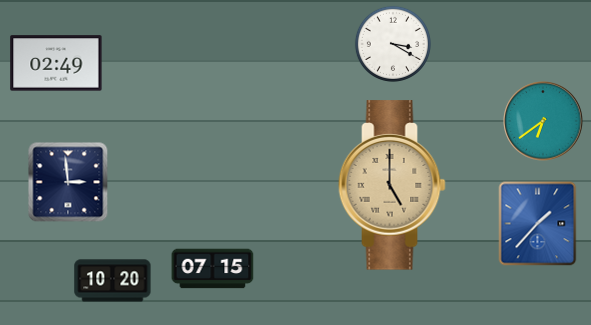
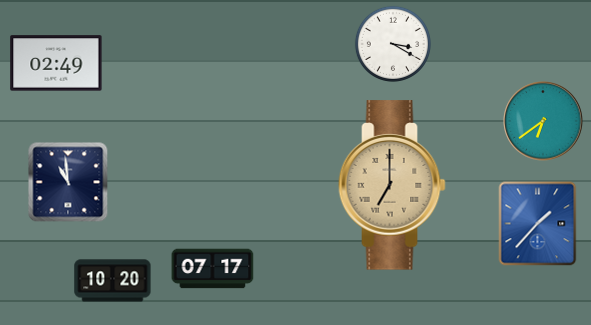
clock at (68, 182): 2:59 -> 10:59
clock at (392, 185): 5:00 -> 7:00
clock at (213, 269): 07:15 -> 07:17
